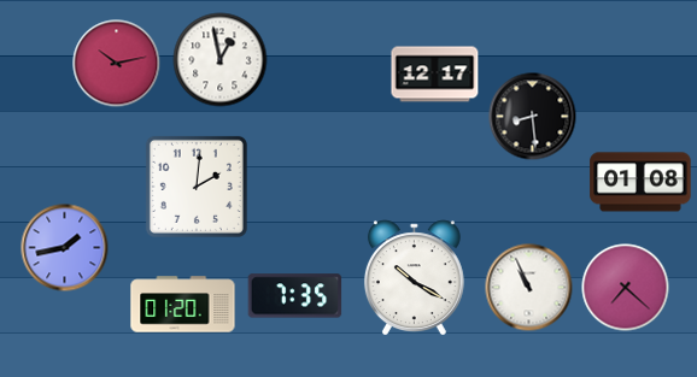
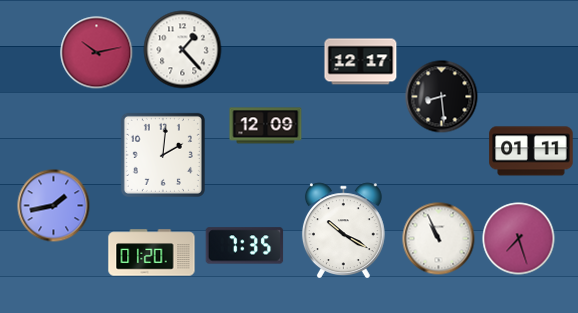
clock at (221, 60): 12:58 -> 1:23
clock at (266, 126): none -> 12:09
clock at (640, 182): 01:08 -> 01:11
clock at (626, 288): 7:22 -> 7:27
